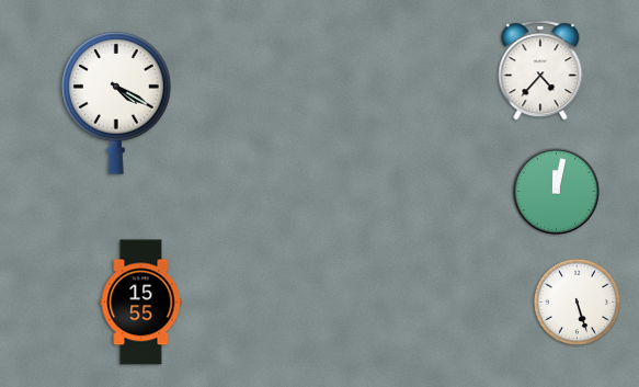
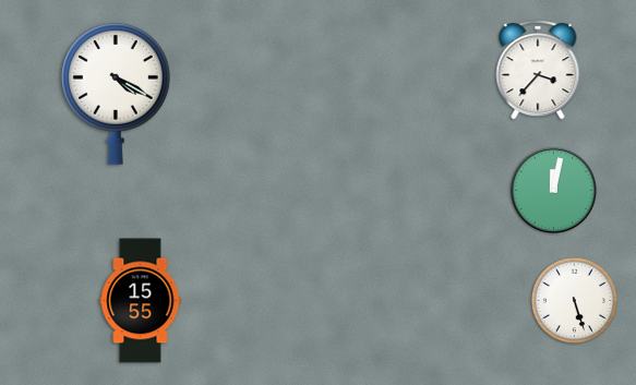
clock at (540, 70): 4:37 -> 3:37
clock at (117, 104) position: (117, 104) -> (117, 95)
